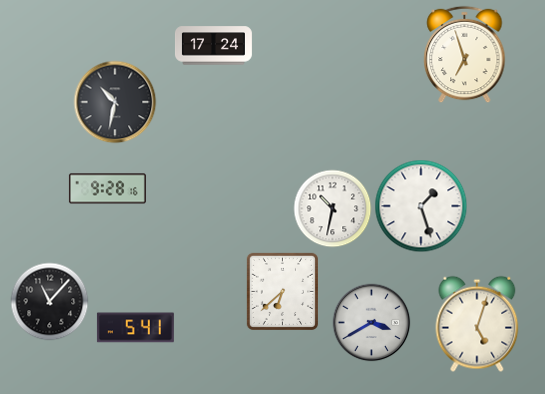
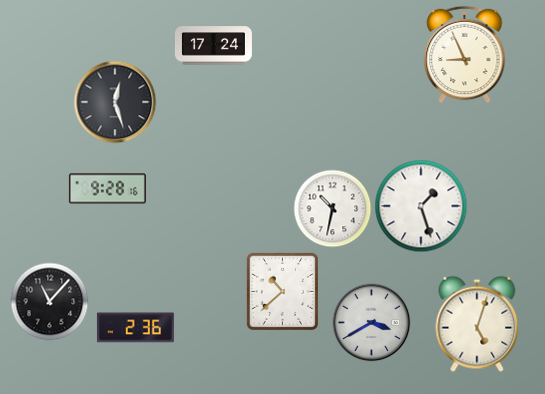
clock at (465, 54): 6:57 -> 8:56
clock at (115, 102): 10:32 -> 12:27
clock at (282, 291): 6:38 -> 10:38
clock at (135, 328): 5:41 -> 2:36
